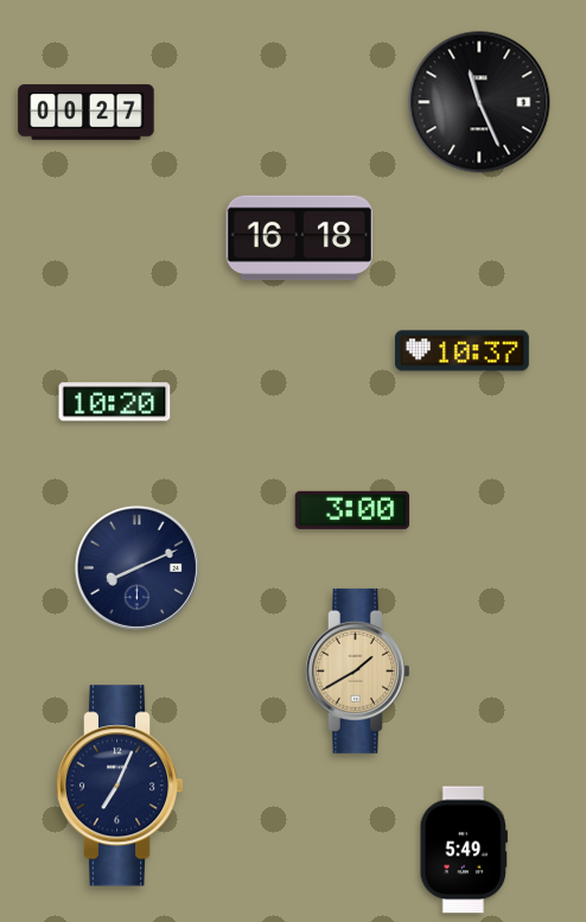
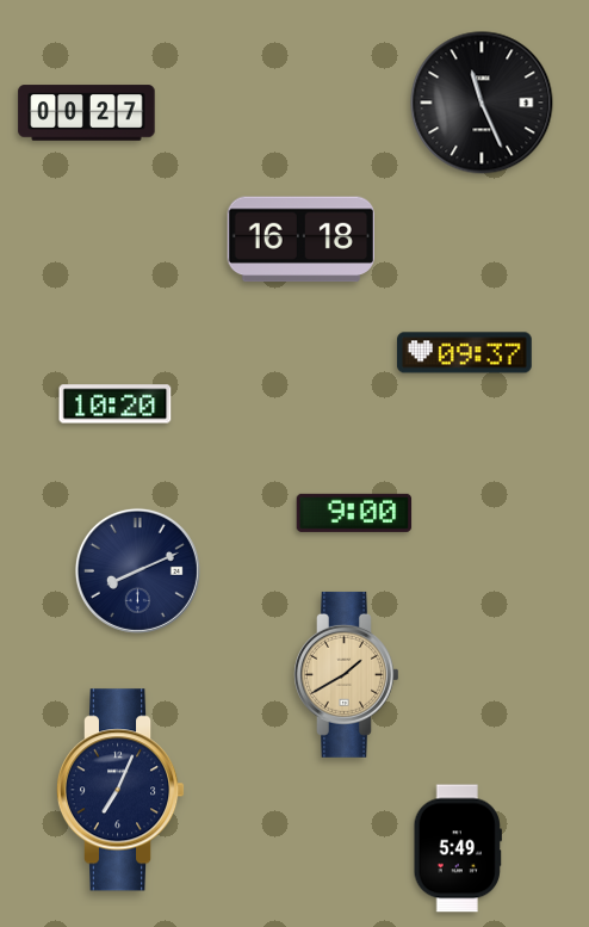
clock at (461, 351): 10:37 -> 09:37
clock at (352, 510): 3:00 -> 9:00
clock at (358, 670) position: (358, 670) -> (347, 674)
clock at (464, 850) position: (464, 850) -> (458, 848)
